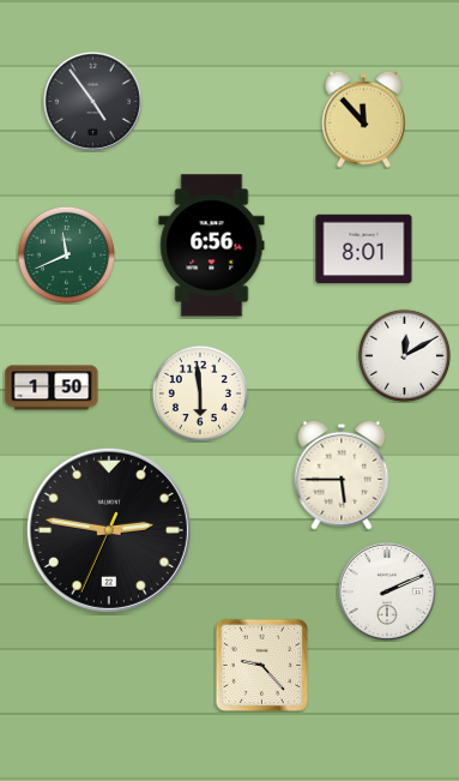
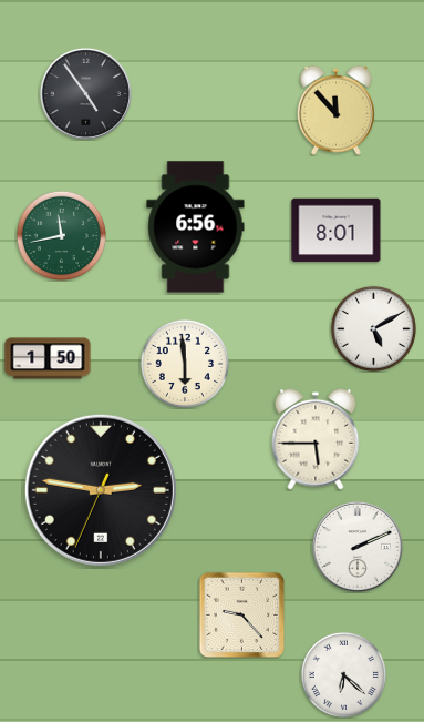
clock at (66, 254): 11:41 -> 11:43
clock at (404, 355): 12:10 -> 5:10
clock at (343, 674): none -> 6:22
